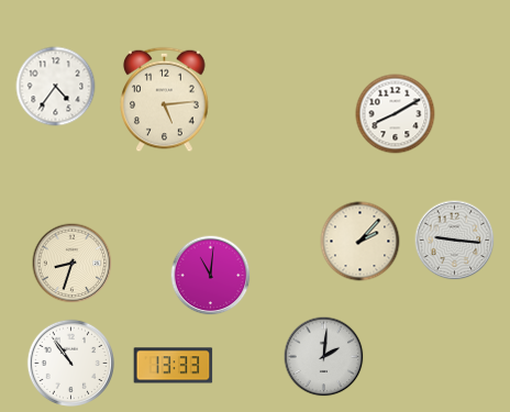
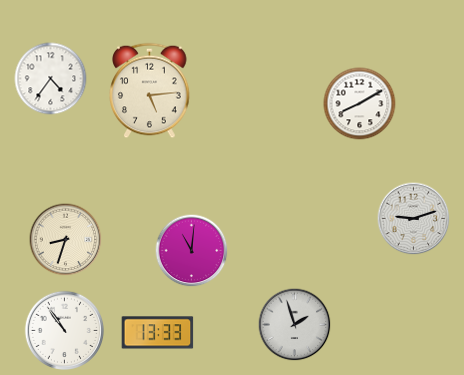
clock at (455, 241): 9:16 -> 9:12
clock at (361, 242): 2:07 -> none
clock at (324, 357): 2:01 -> 1:57
